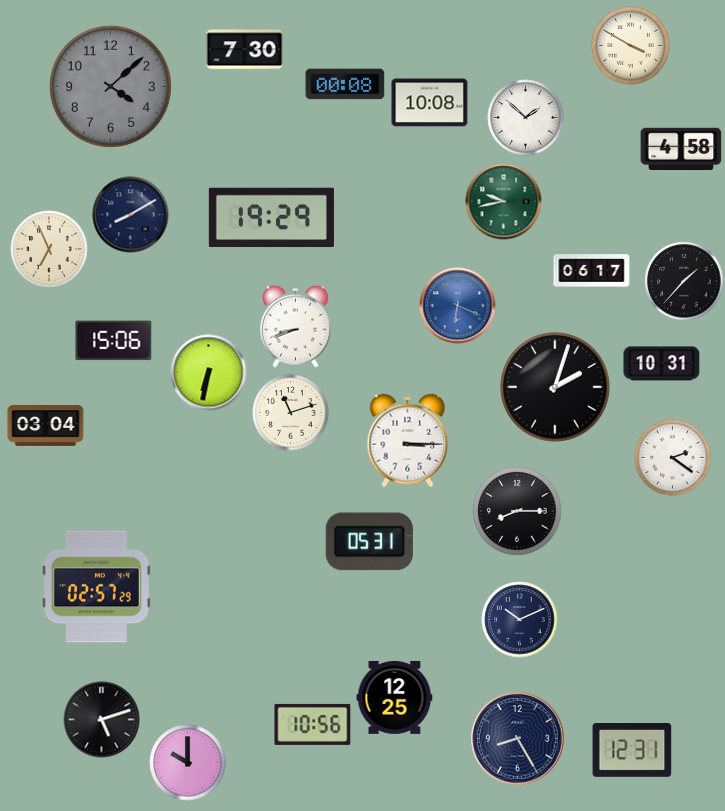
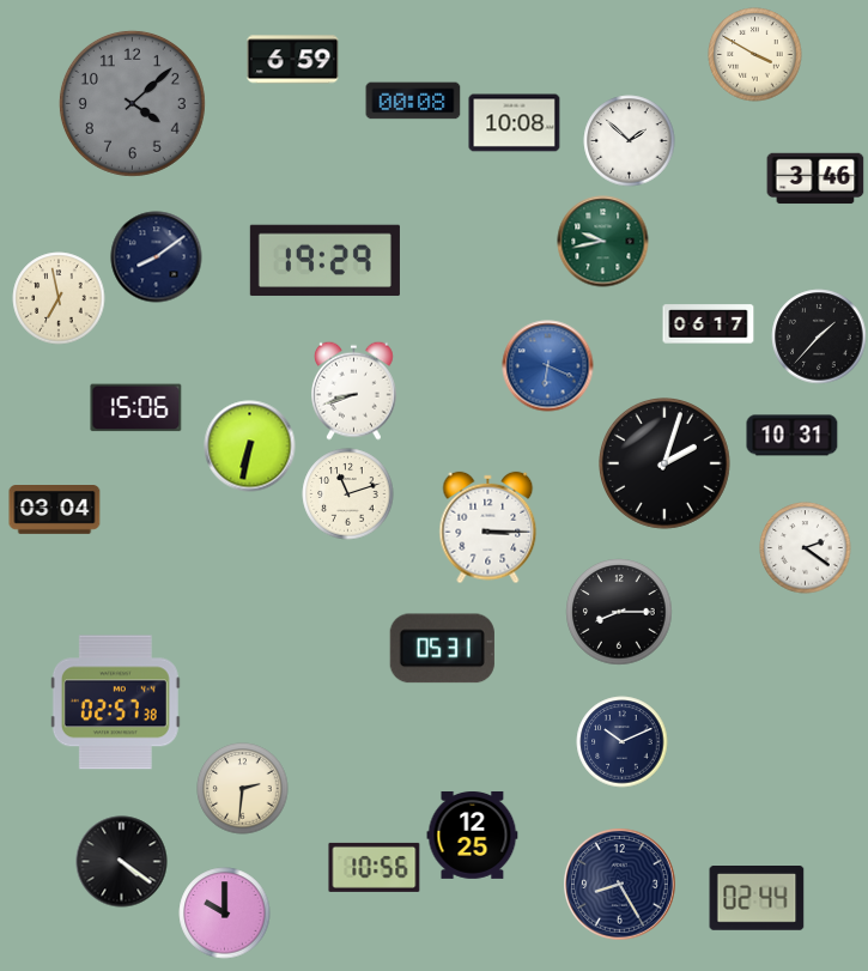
clock at (245, 50): 7:30 -> 6:59
clock at (681, 149): 4:58 -> 3:46
clock at (131, 215): 8:10 -> 8:09
clock at (49, 249): 6:56 -> 6:58
clock at (96, 587): 02:57:29 -> 02:57:38
clock at (243, 789): none -> 2:31
clock at (102, 720): 5:12 -> 4:21
clock at (632, 751): 12:31 -> 02:44
